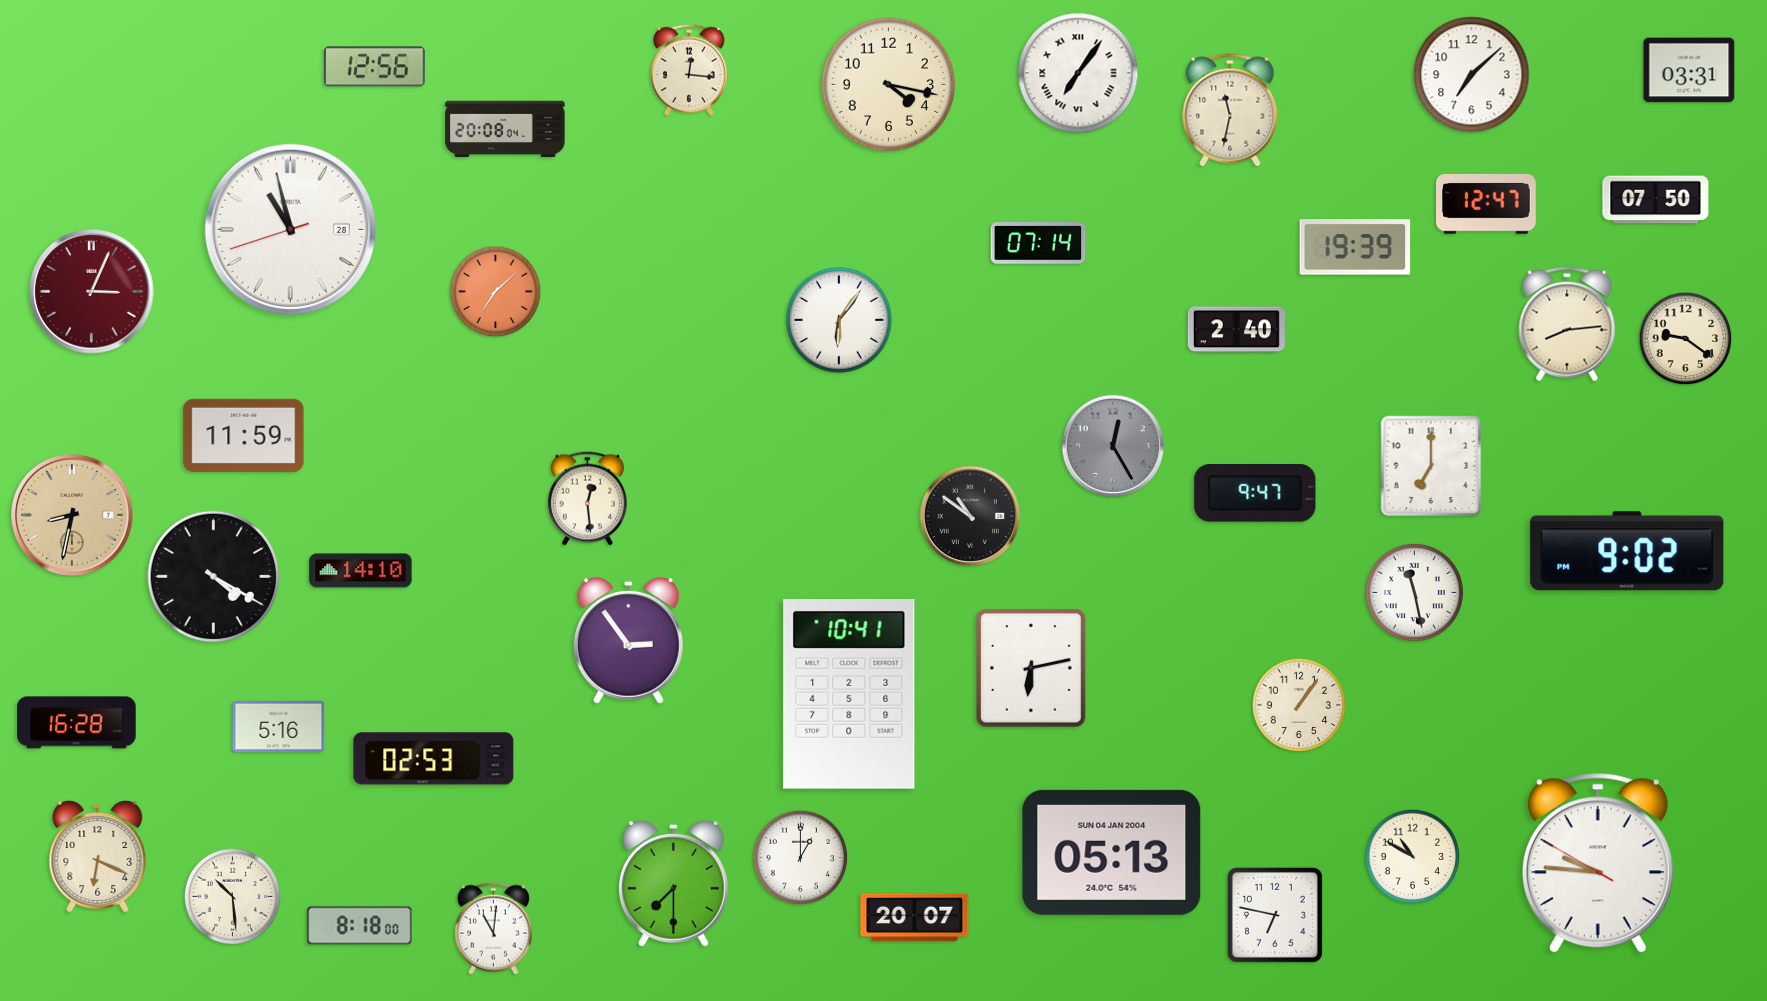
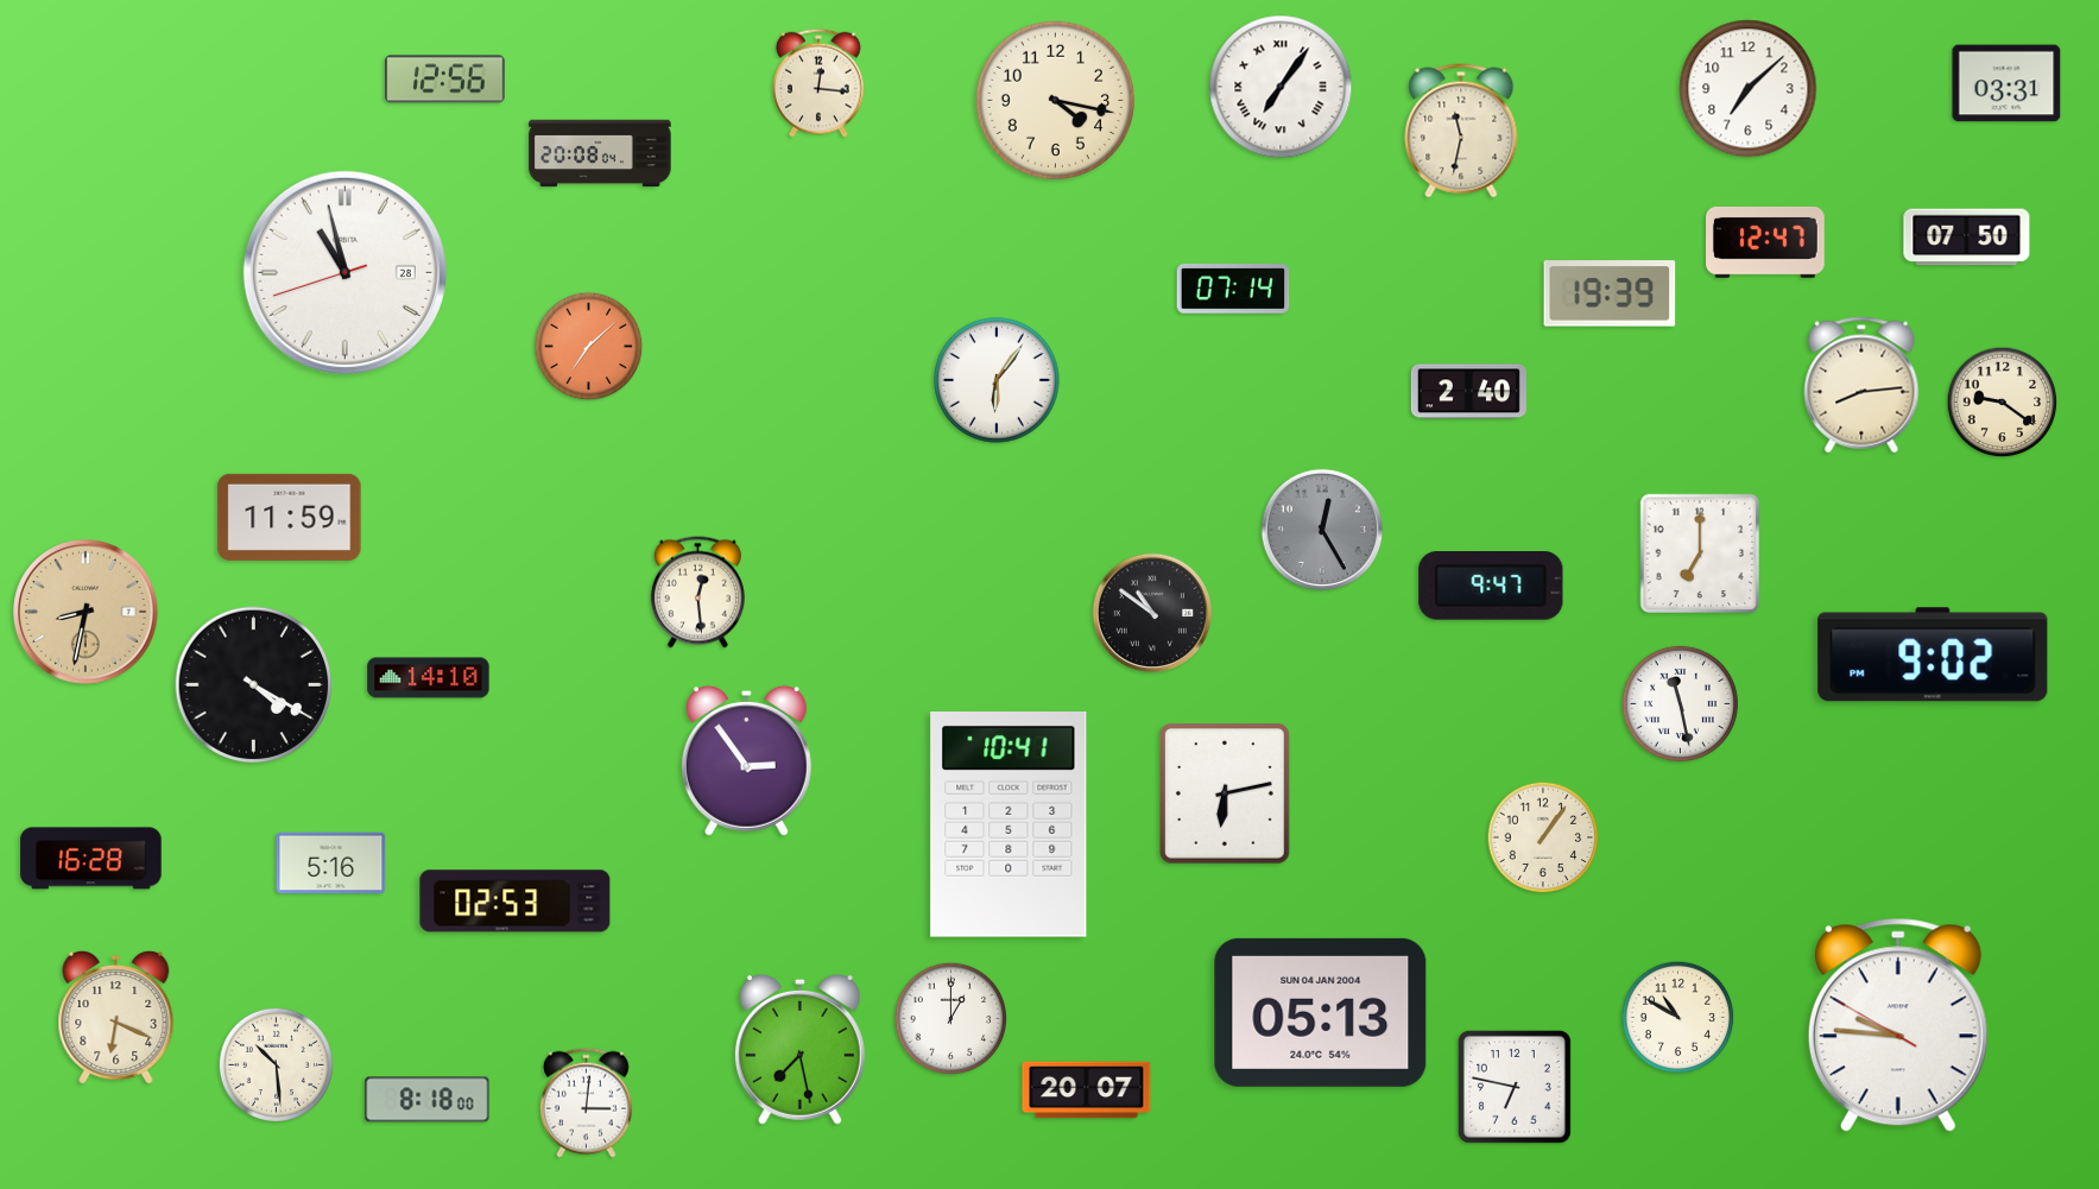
clock at (92, 292): 3:04 -> none
clock at (673, 883): 7:30 -> 7:28
clock at (493, 928): 11:01 -> 3:01
